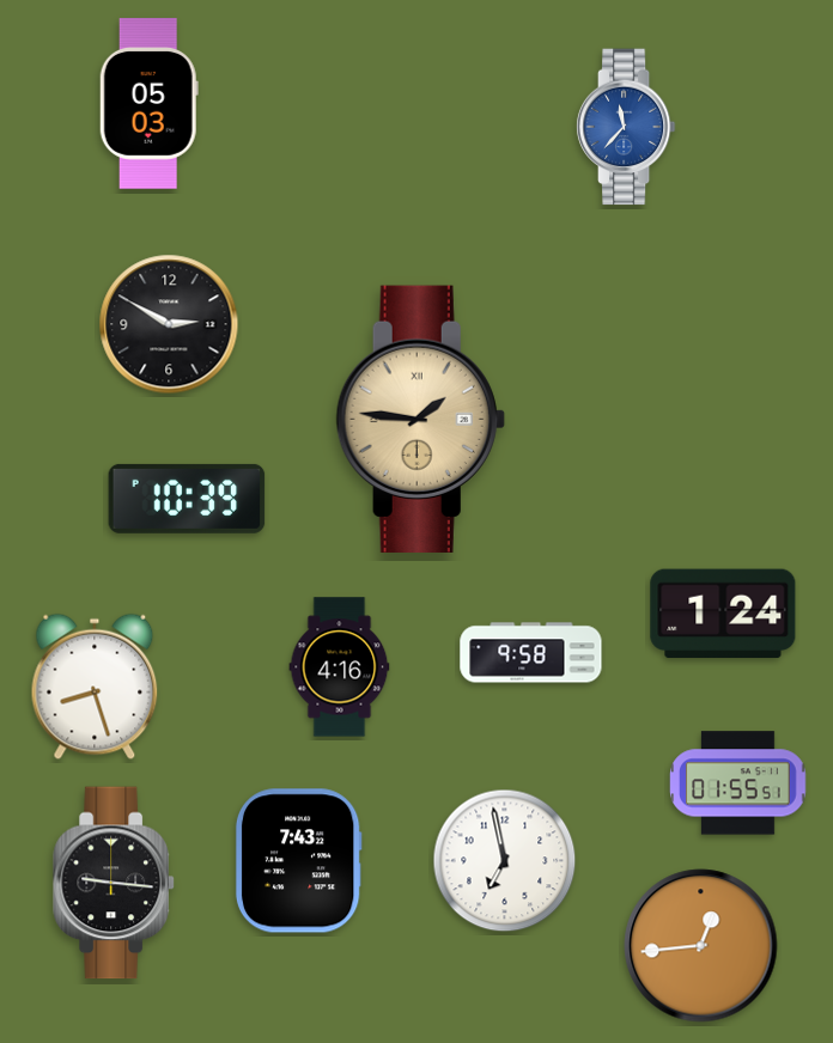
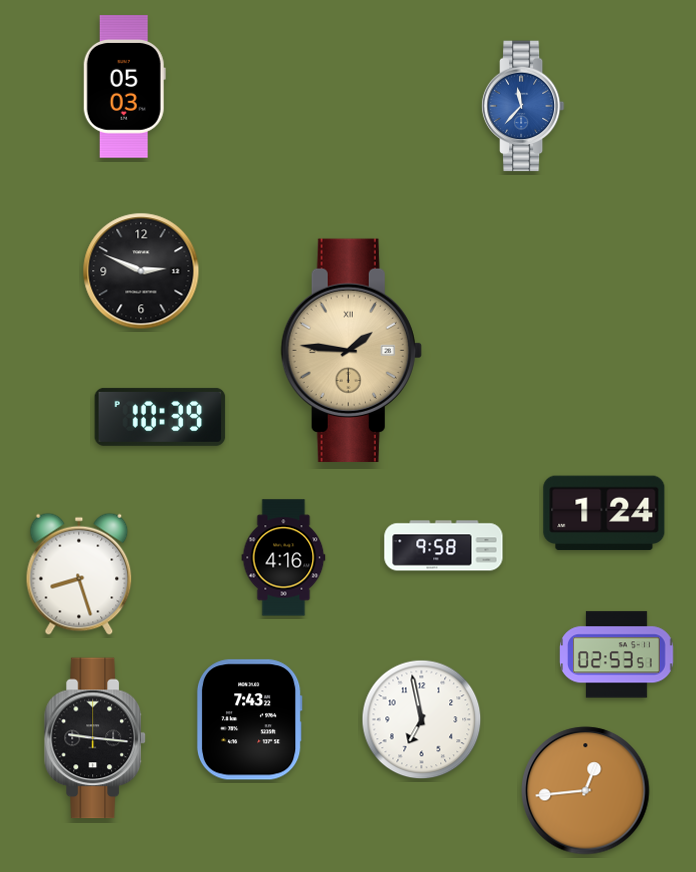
clock at (169, 324): 2:50 -> 2:49
clock at (187, 499) position: (187, 499) -> (160, 417)
clock at (738, 783): 01:55 -> 02:53
